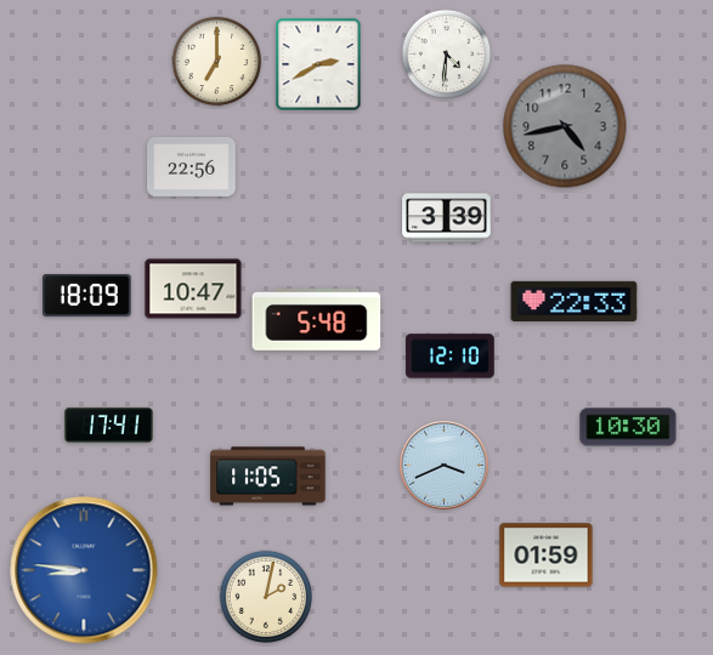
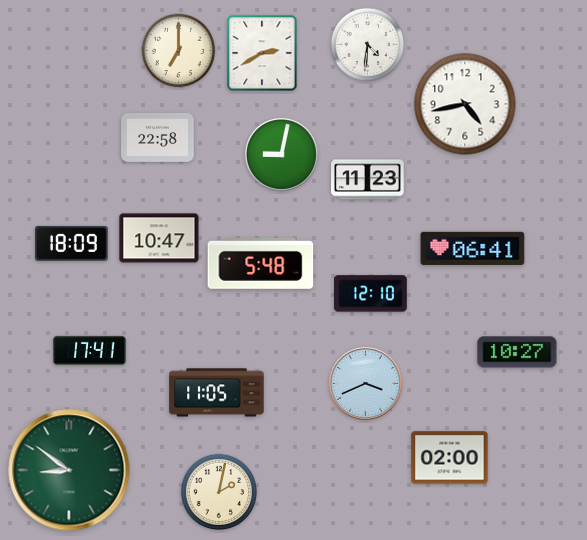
clock at (565, 126) dial: grey -> white
clock at (192, 166): 22:56 -> 22:58
clock at (281, 154): none -> 9:02
clock at (447, 218): 3:39 -> 11:23
clock at (575, 301): 22:33 -> 06:41
clock at (628, 427): 10:30 -> 10:27
clock at (268, 477) position: (268, 477) -> (217, 393)
clock at (547, 556): 01:59 -> 02:00
clock at (84, 570): 8:46 -> 8:51
clock at (84, 570) dial: blue -> green
